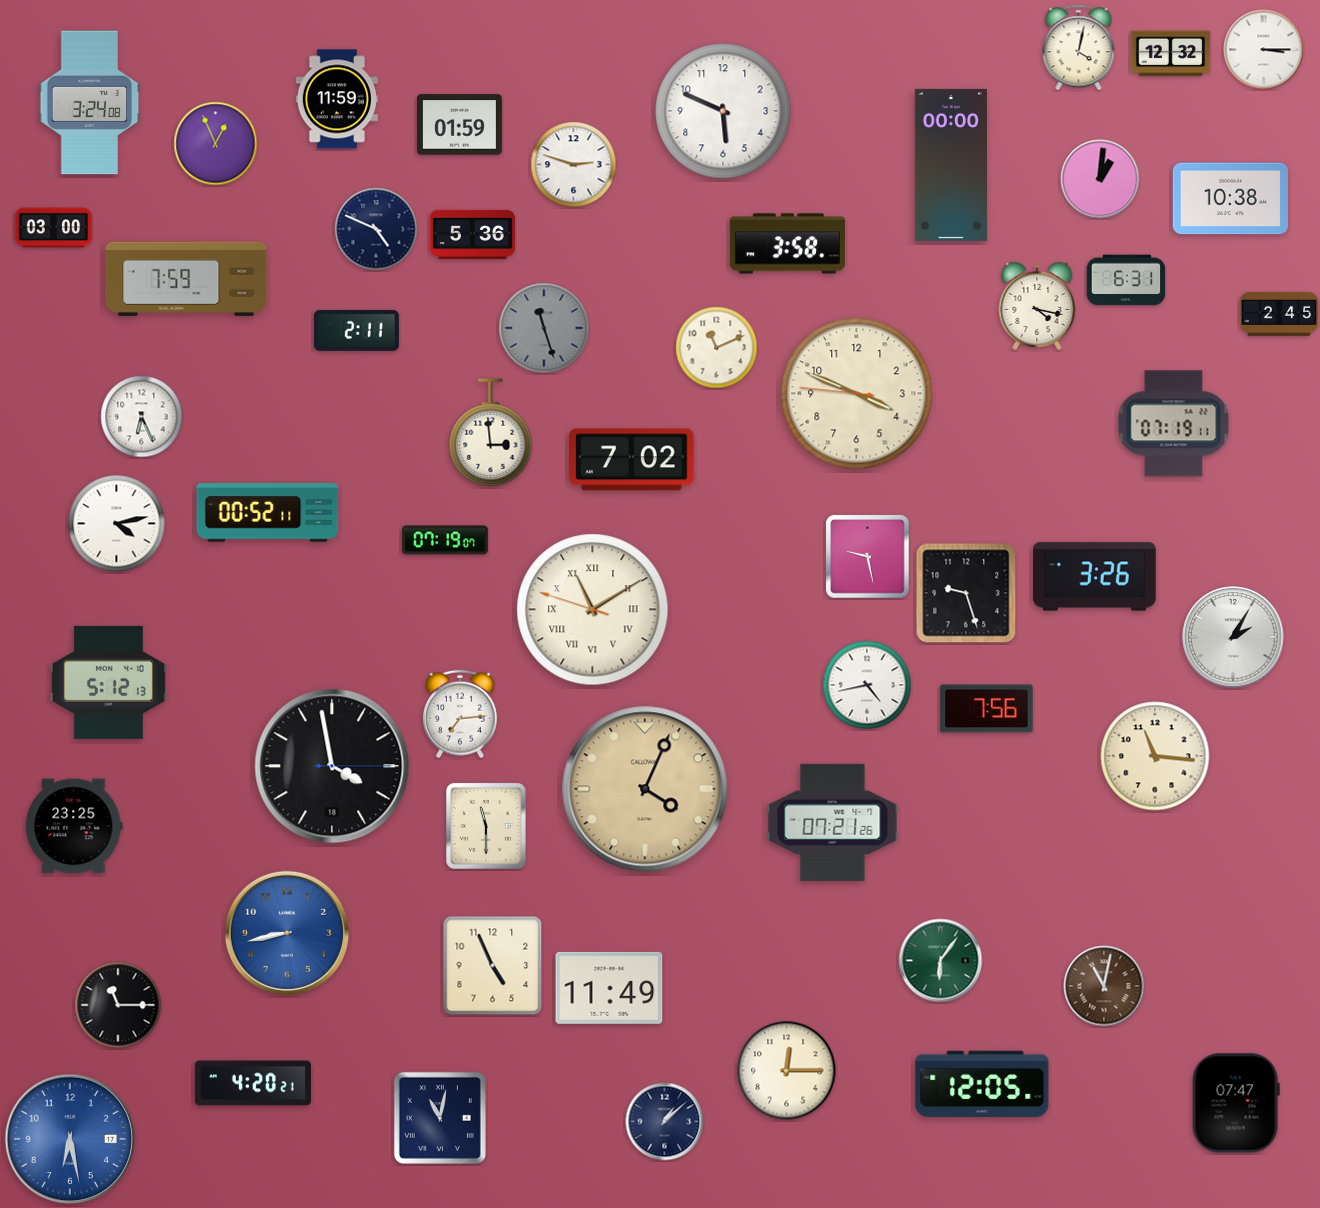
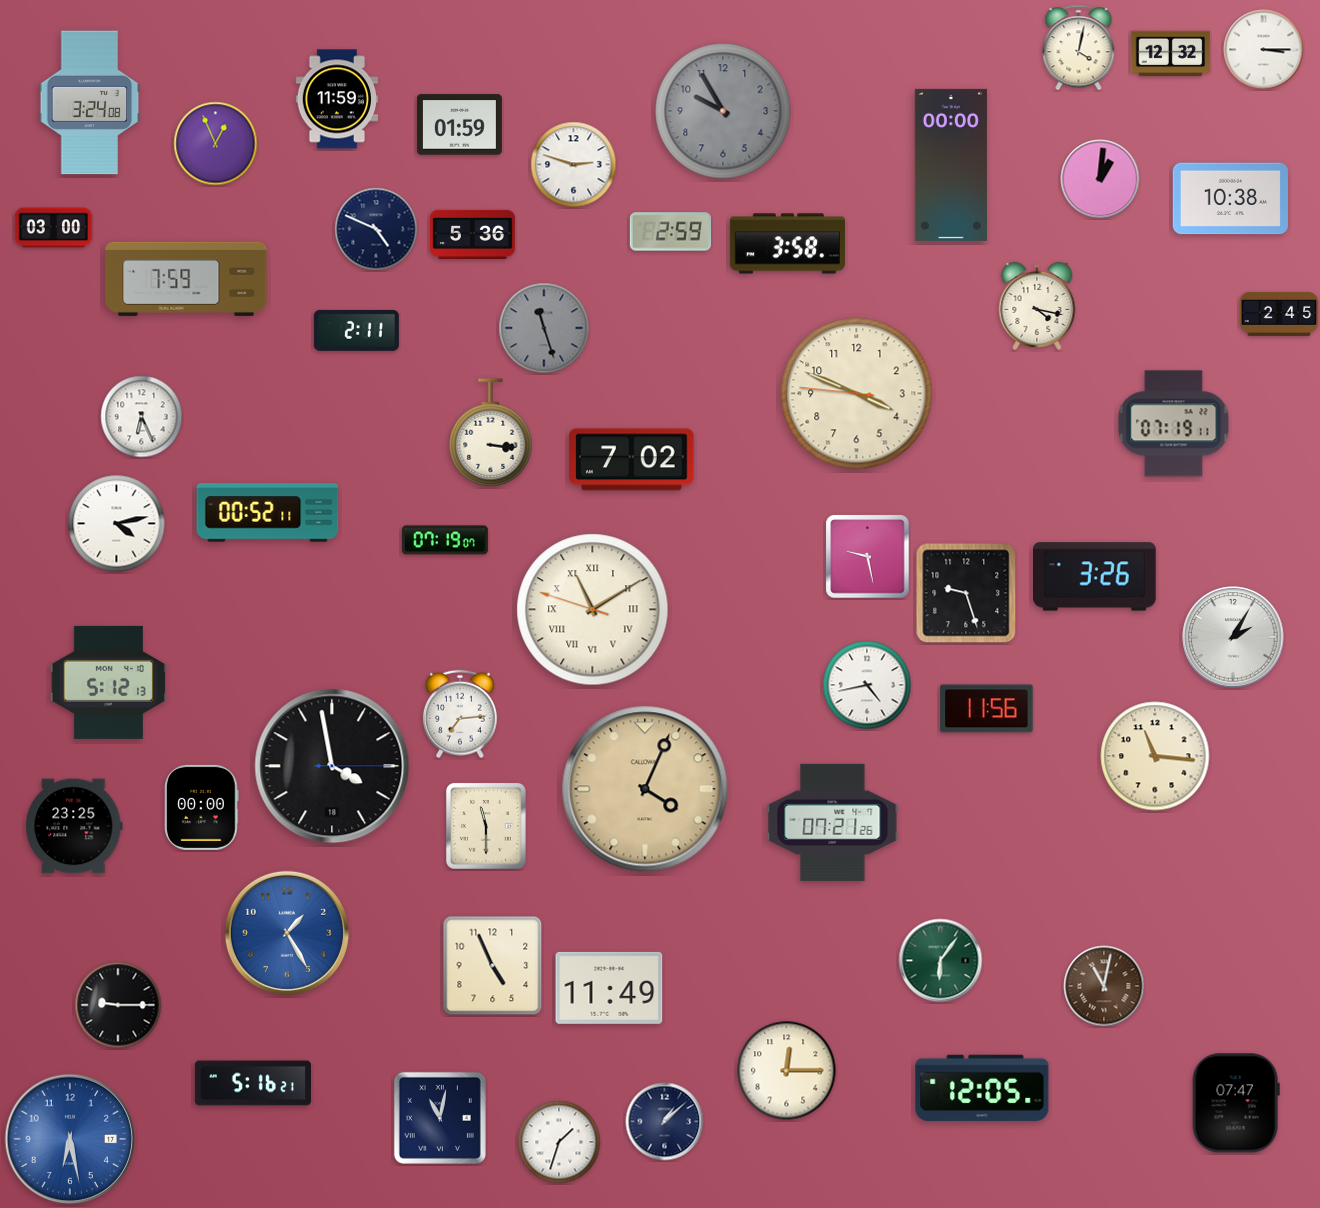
clock at (723, 111): 5:49 -> 9:55
clock at (723, 111) dial: white -> grey
clock at (670, 232): none -> 2:59
clock at (1126, 280): 6:31 -> none
clock at (717, 348): 11:11 -> none
clock at (491, 433): 2:59 -> 3:16
clock at (987, 709): 7:56 -> 11:56
clock at (202, 807): none -> 00:00
clock at (287, 933): 8:43 -> 1:25
clock at (118, 1005): 11:15 -> 9:15
clock at (253, 1083): 4:20 -> 5:16
clock at (982, 1083) position: (982, 1083) -> (982, 1087)
clock at (559, 1142): none -> 1:33
